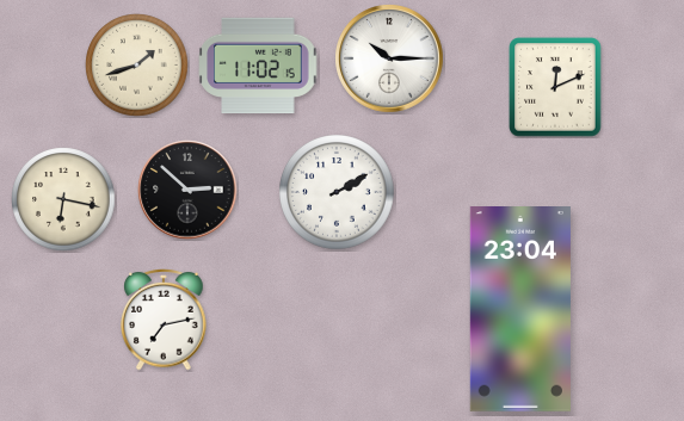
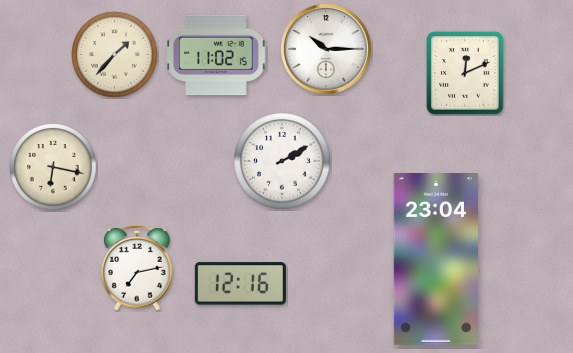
clock at (137, 66): 1:42 -> 1:37
clock at (187, 190): 2:52 -> none
clock at (240, 284): none -> 12:16
